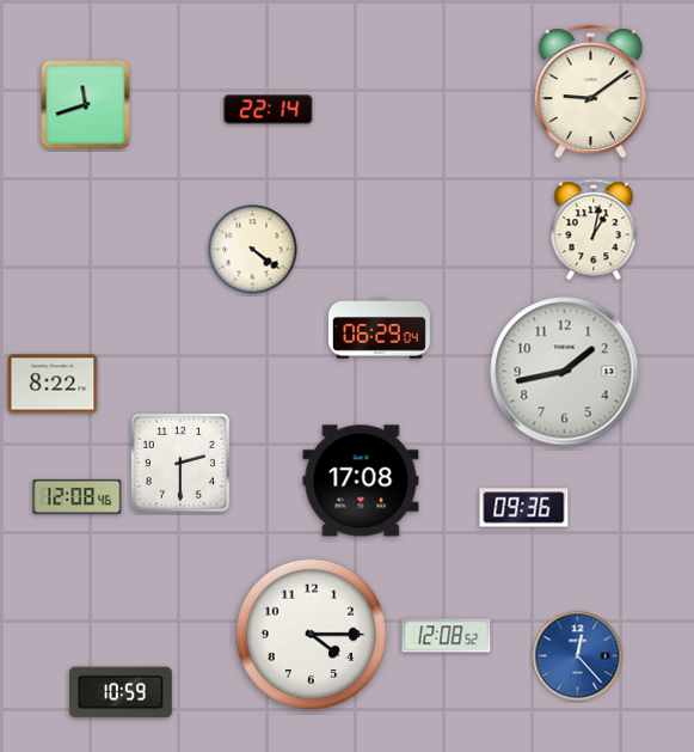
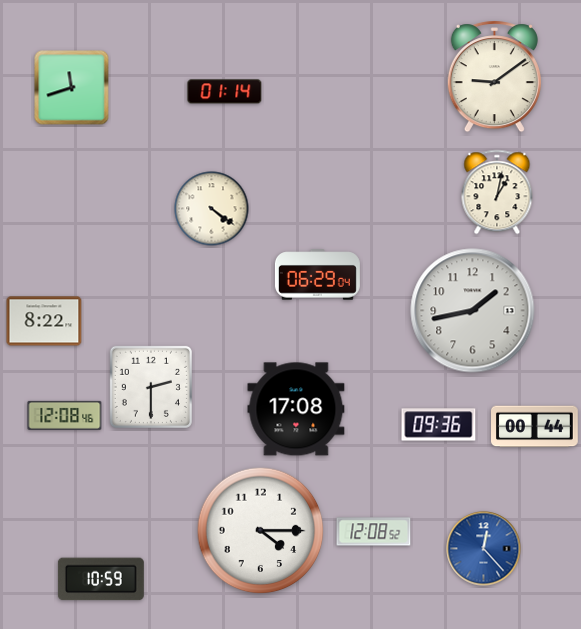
clock at (269, 110): 22:14 -> 01:14
clock at (361, 481) position: (361, 481) -> (296, 409)
clock at (535, 427): none -> 00:44
